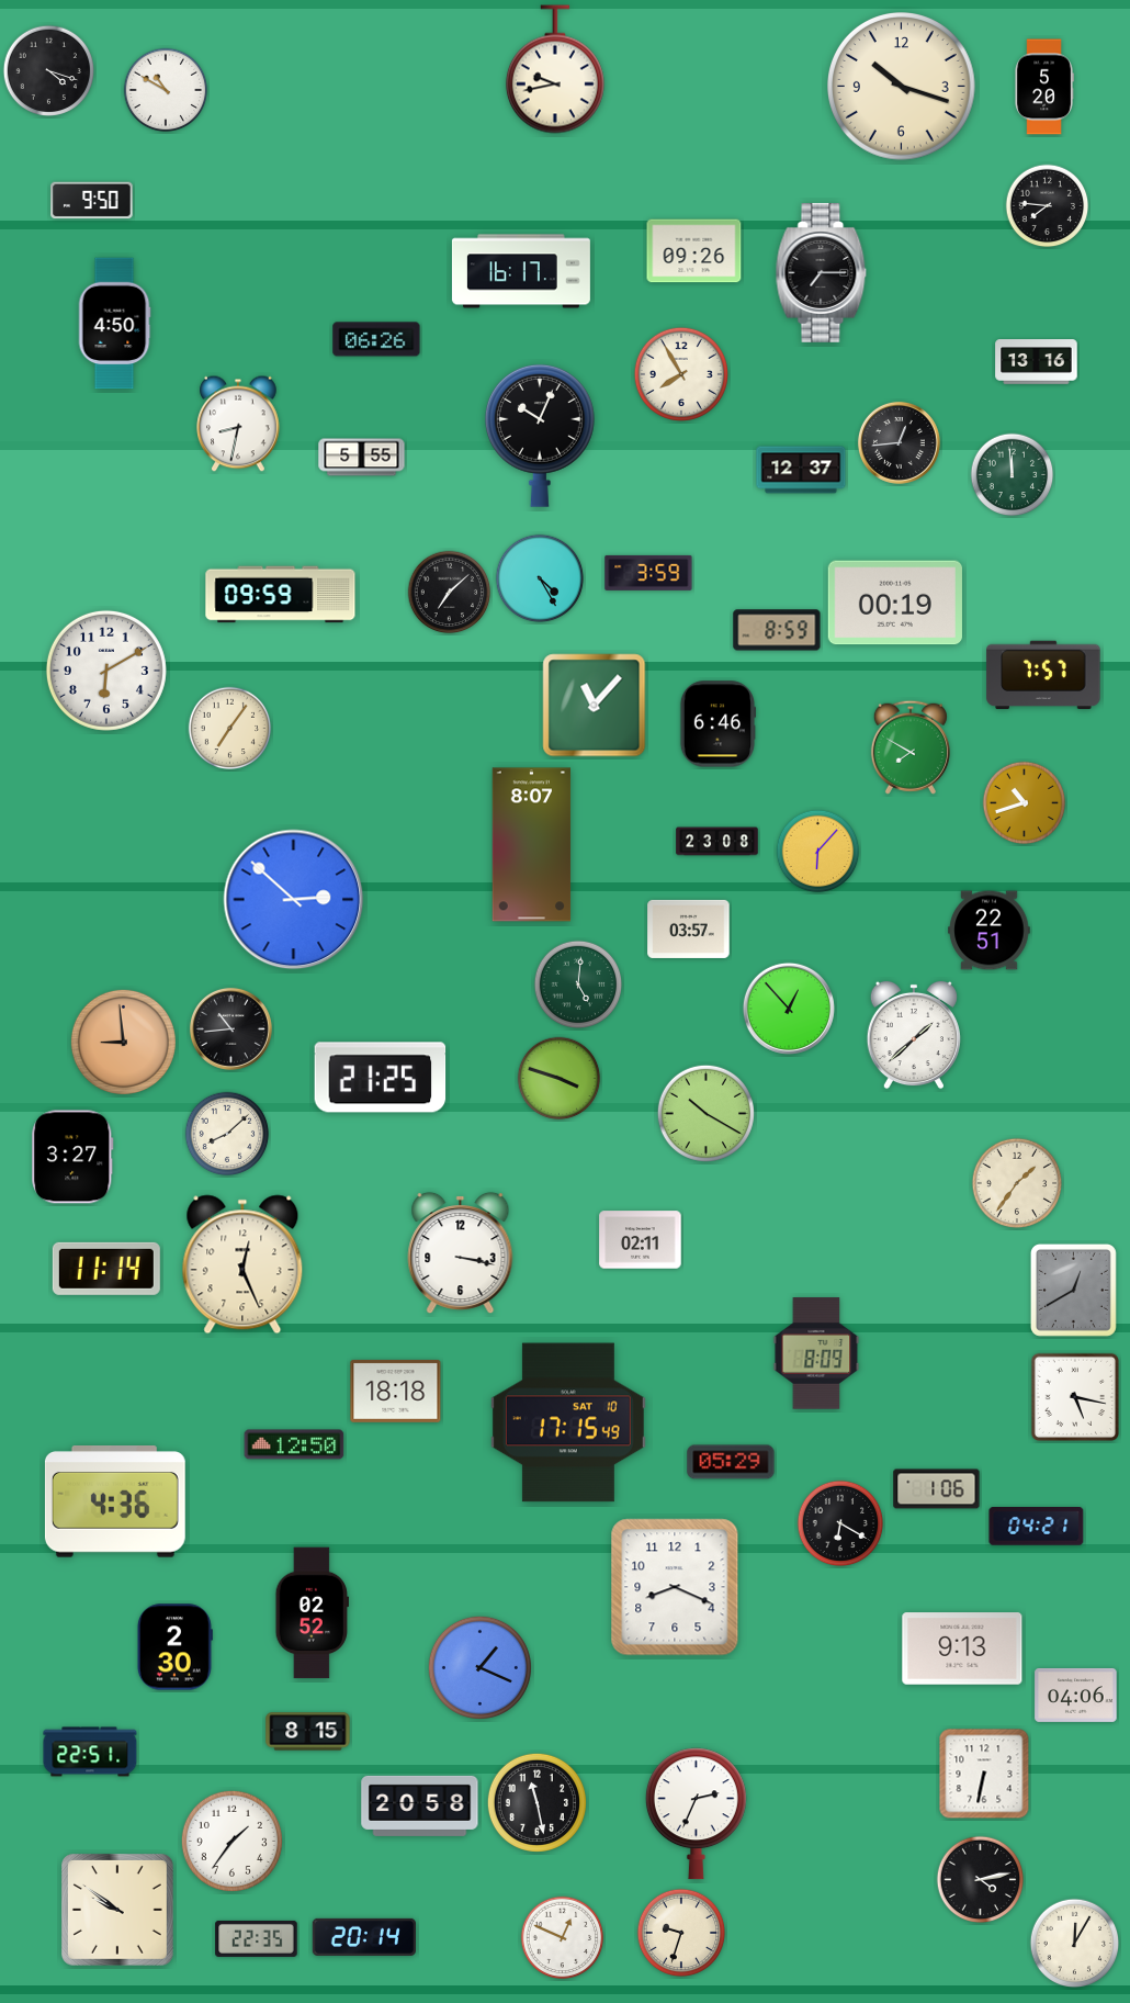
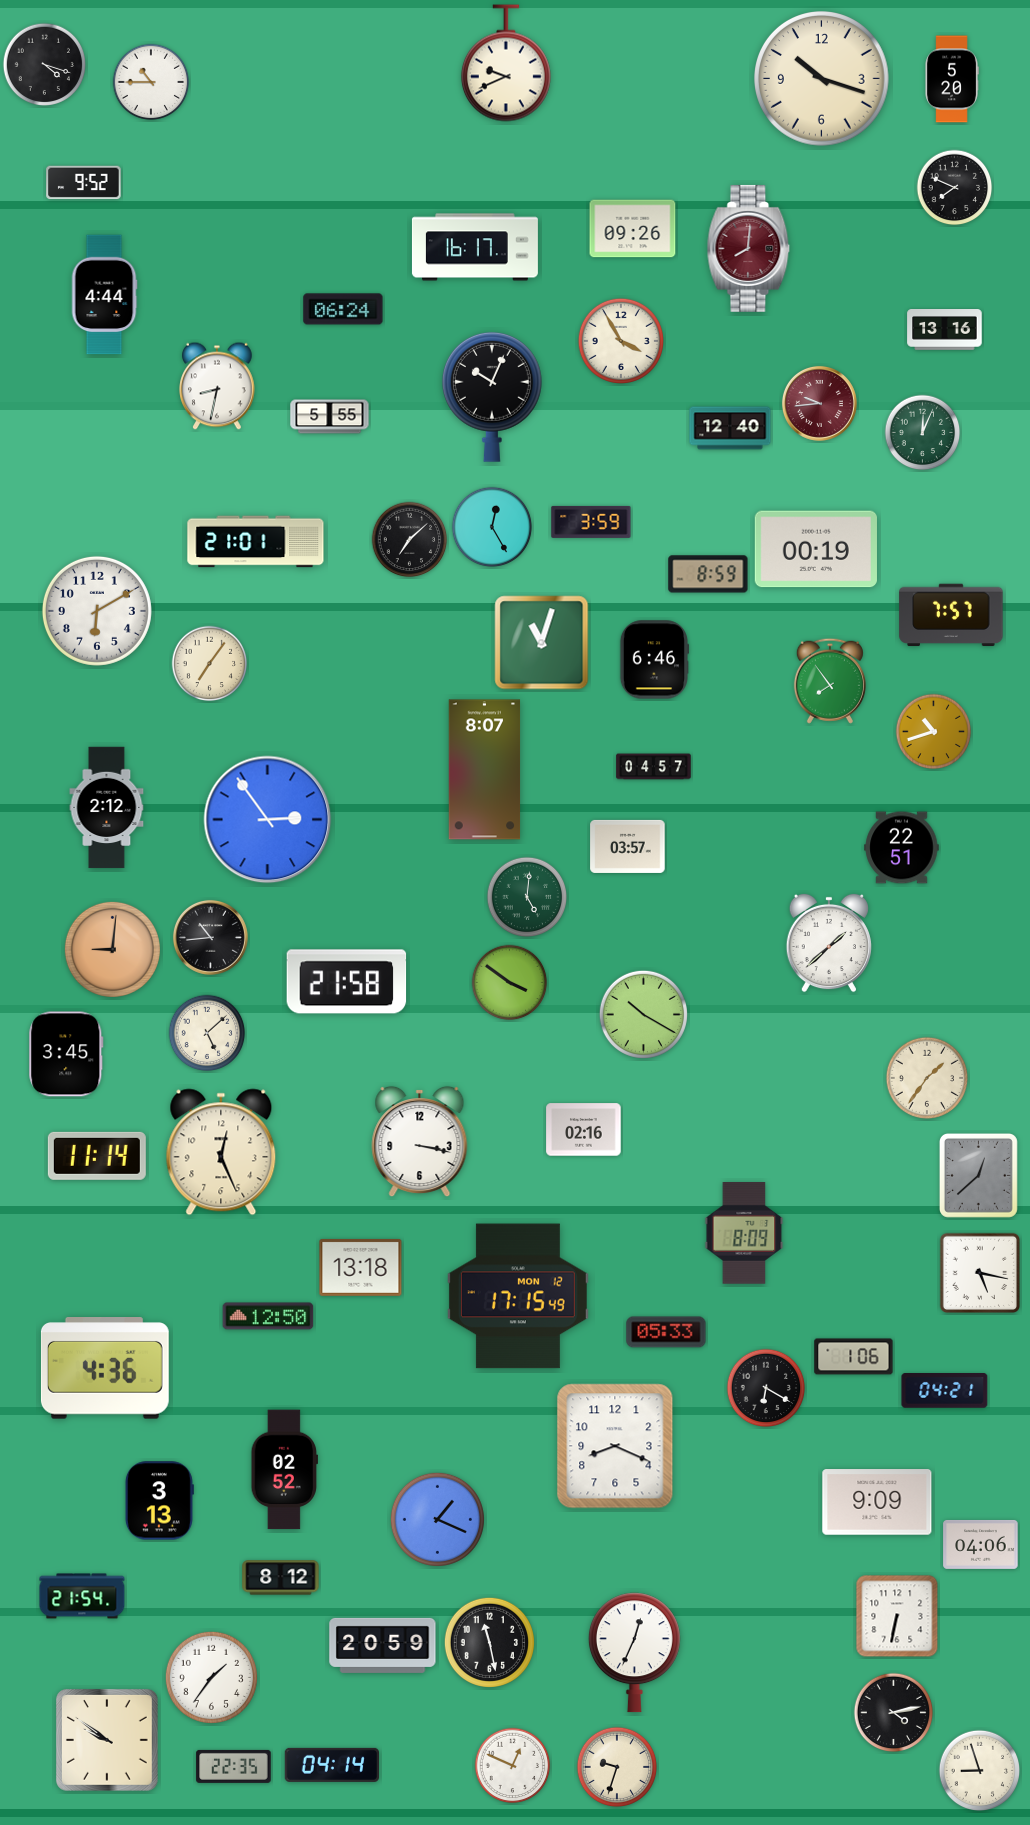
clock at (555, 69): 9:43 -> 9:41
clock at (166, 90): 10:50 -> 10:45
clock at (92, 201): 9:50 -> 9:52
clock at (1048, 206): 7:46 -> 7:49
clock at (822, 272): 7:15 -> 8:01
clock at (822, 272) dial: black -> burgundy
clock at (114, 324): 4:50 -> 4:44
clock at (376, 339): 06:26 -> 06:24
clock at (680, 373): 7:55 -> 3:55
clock at (899, 442): 12:44 -> 9:44
clock at (899, 442) dial: black -> burgundy
clock at (801, 470): 12:37 -> 12:40
clock at (1013, 475): 11:59 -> 12:04
clock at (540, 578): 4:25 -> 12:25
clock at (281, 595): 09:59 -> 21:01
clock at (595, 706): 11:07 -> 11:03
clock at (911, 747): 7:50 -> 7:54
clock at (717, 842): 23:08 -> 04:57
clock at (818, 852): 6:07 -> none
clock at (107, 808): none -> 2:12
clock at (294, 900): 2:52 -> 2:54
clock at (789, 1009): 12:53 -> none
clock at (914, 1035) position: (914, 1035) -> (829, 943)
clock at (123, 1042): 8:59 -> 9:01
clock at (381, 1078): 21:25 -> 21:58
clock at (560, 1079): 3:48 -> 3:51
clock at (227, 1134): 8:08 -> 5:08
clock at (72, 1157): 3:27 -> 3:45
clock at (641, 1240): 02:11 -> 02:16
clock at (1073, 1290): 12:40 -> 12:38
clock at (396, 1391): 18:18 -> 13:18
clock at (568, 1422) date: SAT 10 -> MON 12
clock at (731, 1462): 05:29 -> 05:33
clock at (174, 1647): 2:30 -> 3:13
clock at (962, 1648): 9:13 -> 9:09
clock at (308, 1732): 8:15 -> 8:12
clock at (90, 1752): 22:51 -> 21:54
clock at (420, 1805): 20:58 -> 20:59
clock at (696, 1814): 2:34 -> 12:34
clock at (681, 1933) position: (681, 1933) -> (617, 1767)
clock at (363, 1937): 20:14 -> 04:14
clock at (1075, 1944): 12:05 -> 8:57
